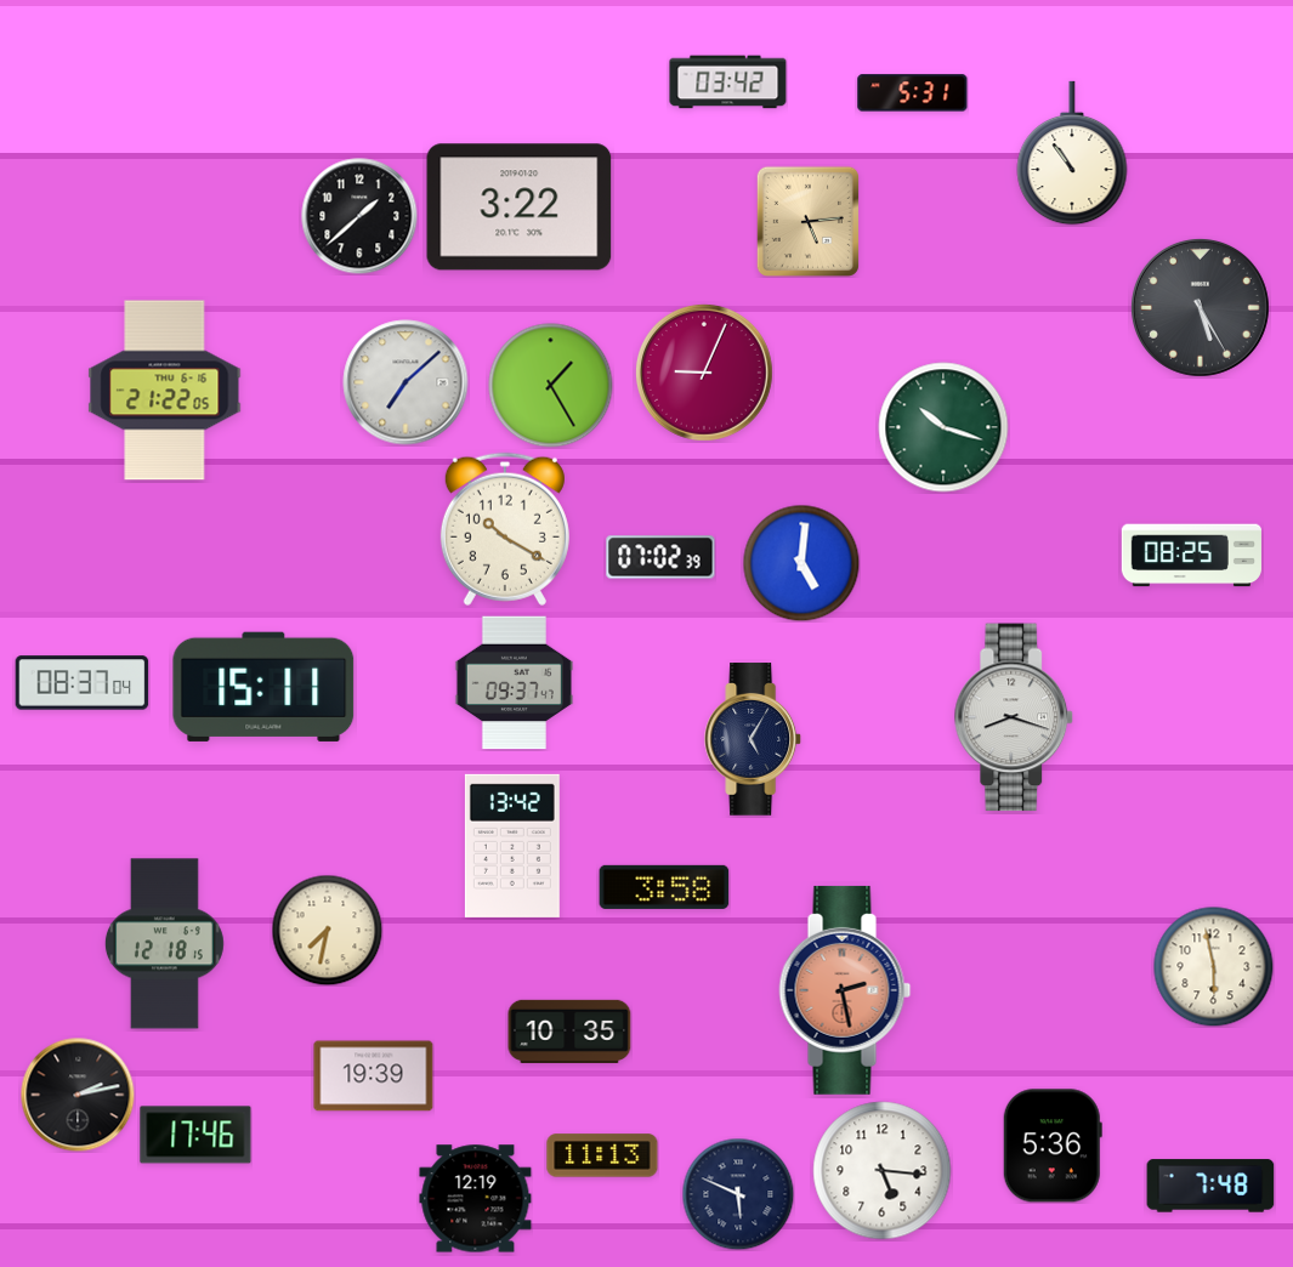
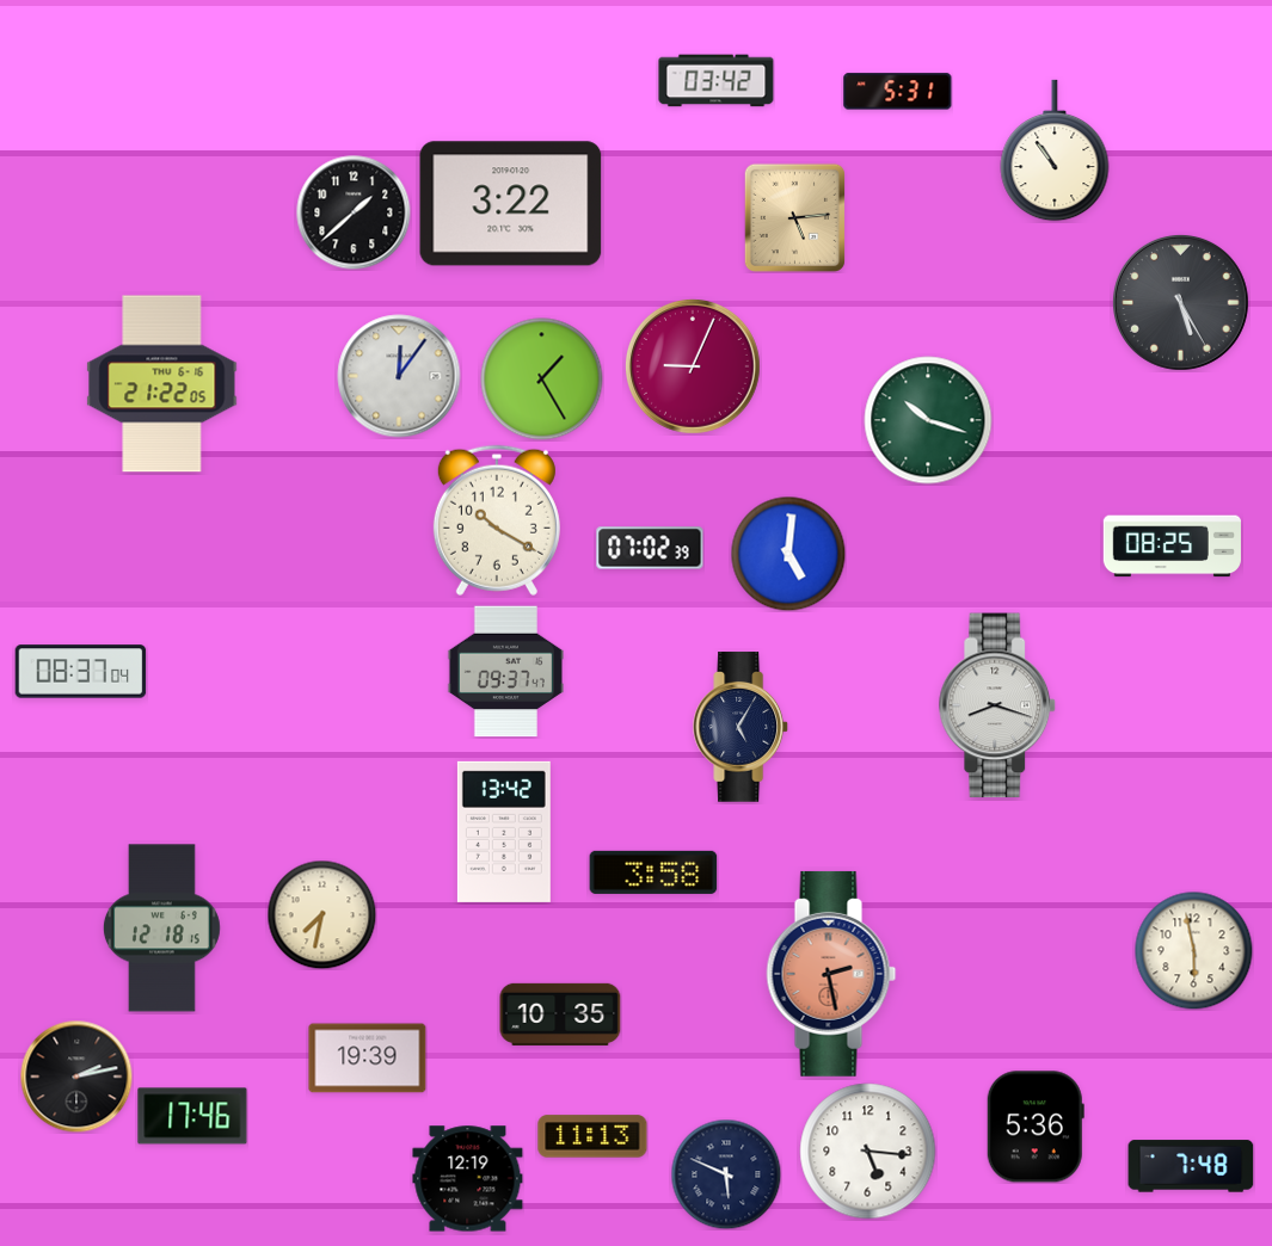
clock at (406, 382): 7:08 -> 12:06
clock at (263, 687): 15:11 -> none
